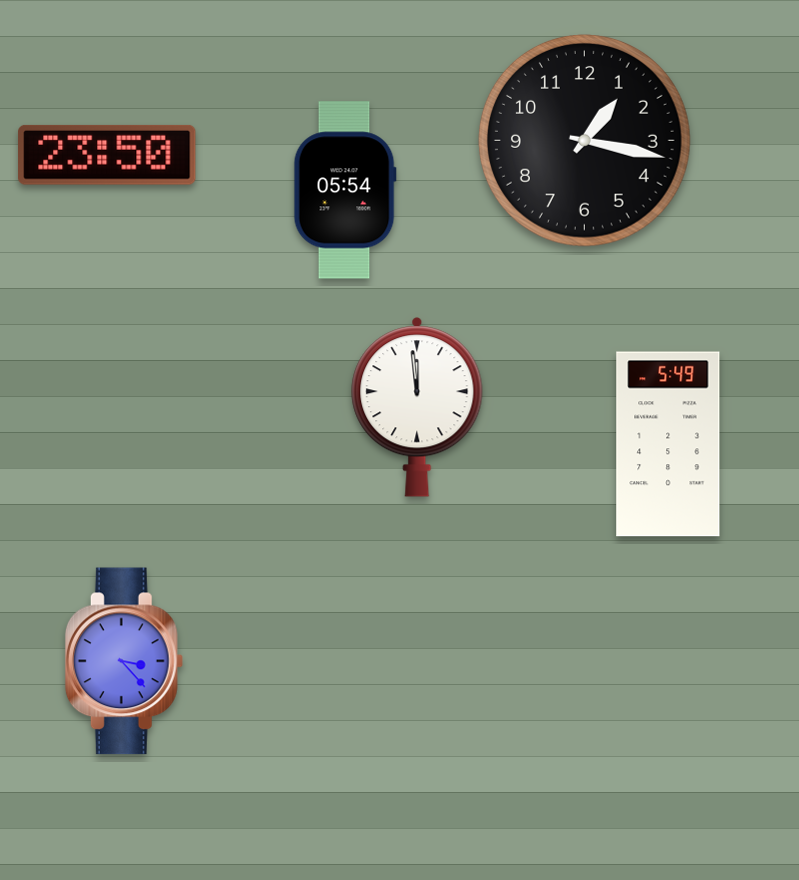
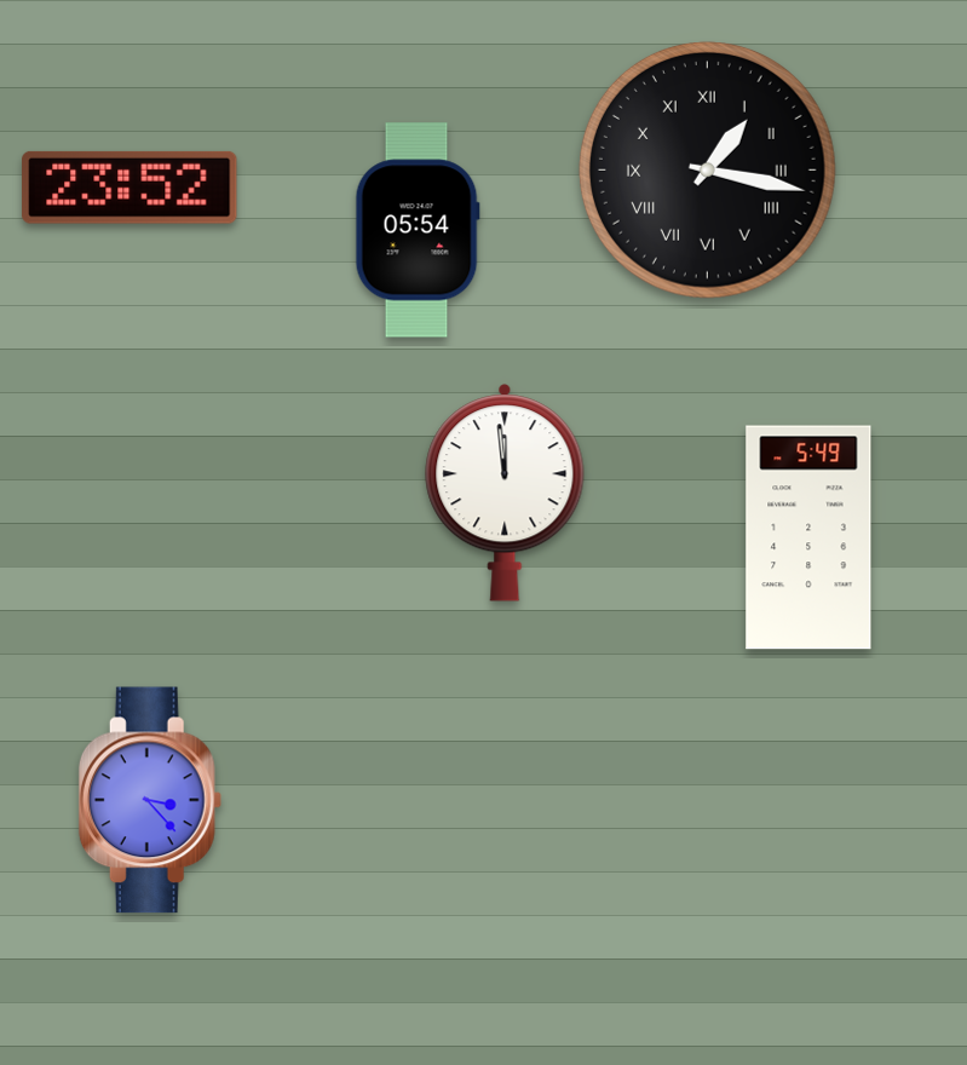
clock at (585, 141) numerals: Arabic -> Roman
clock at (107, 155): 23:50 -> 23:52
